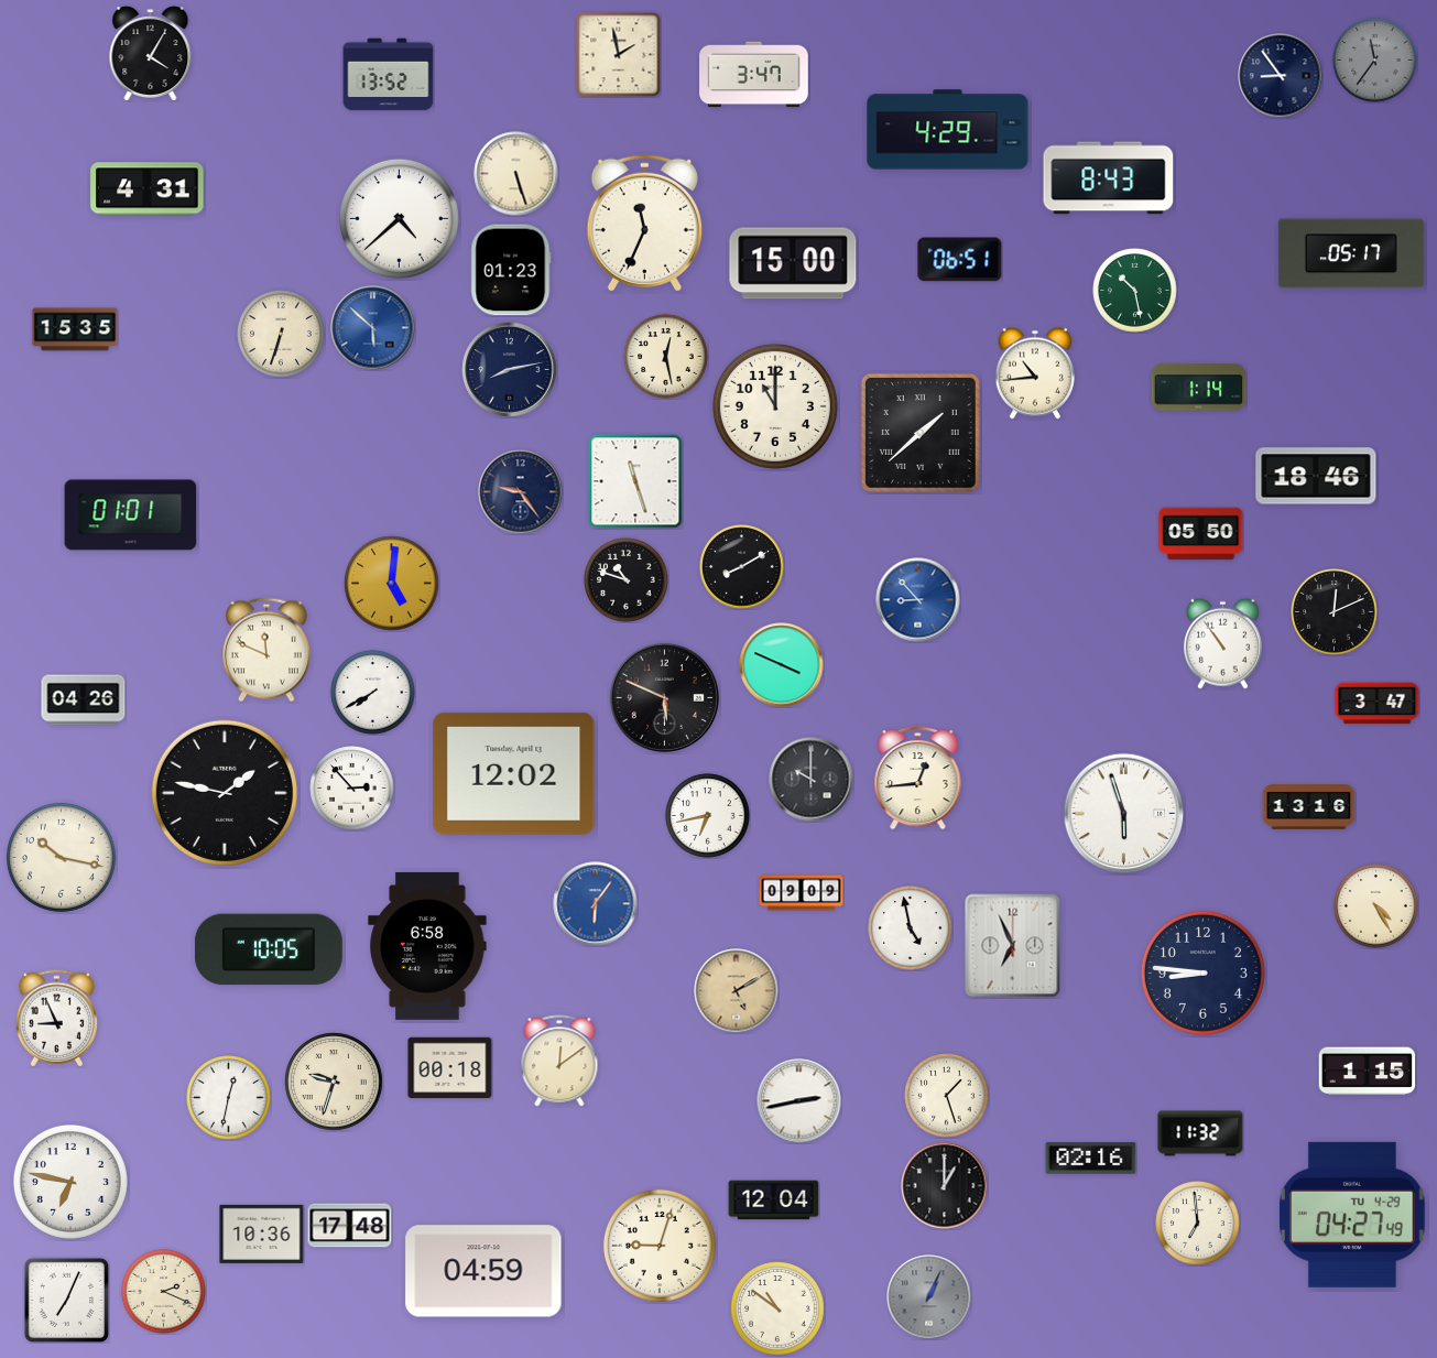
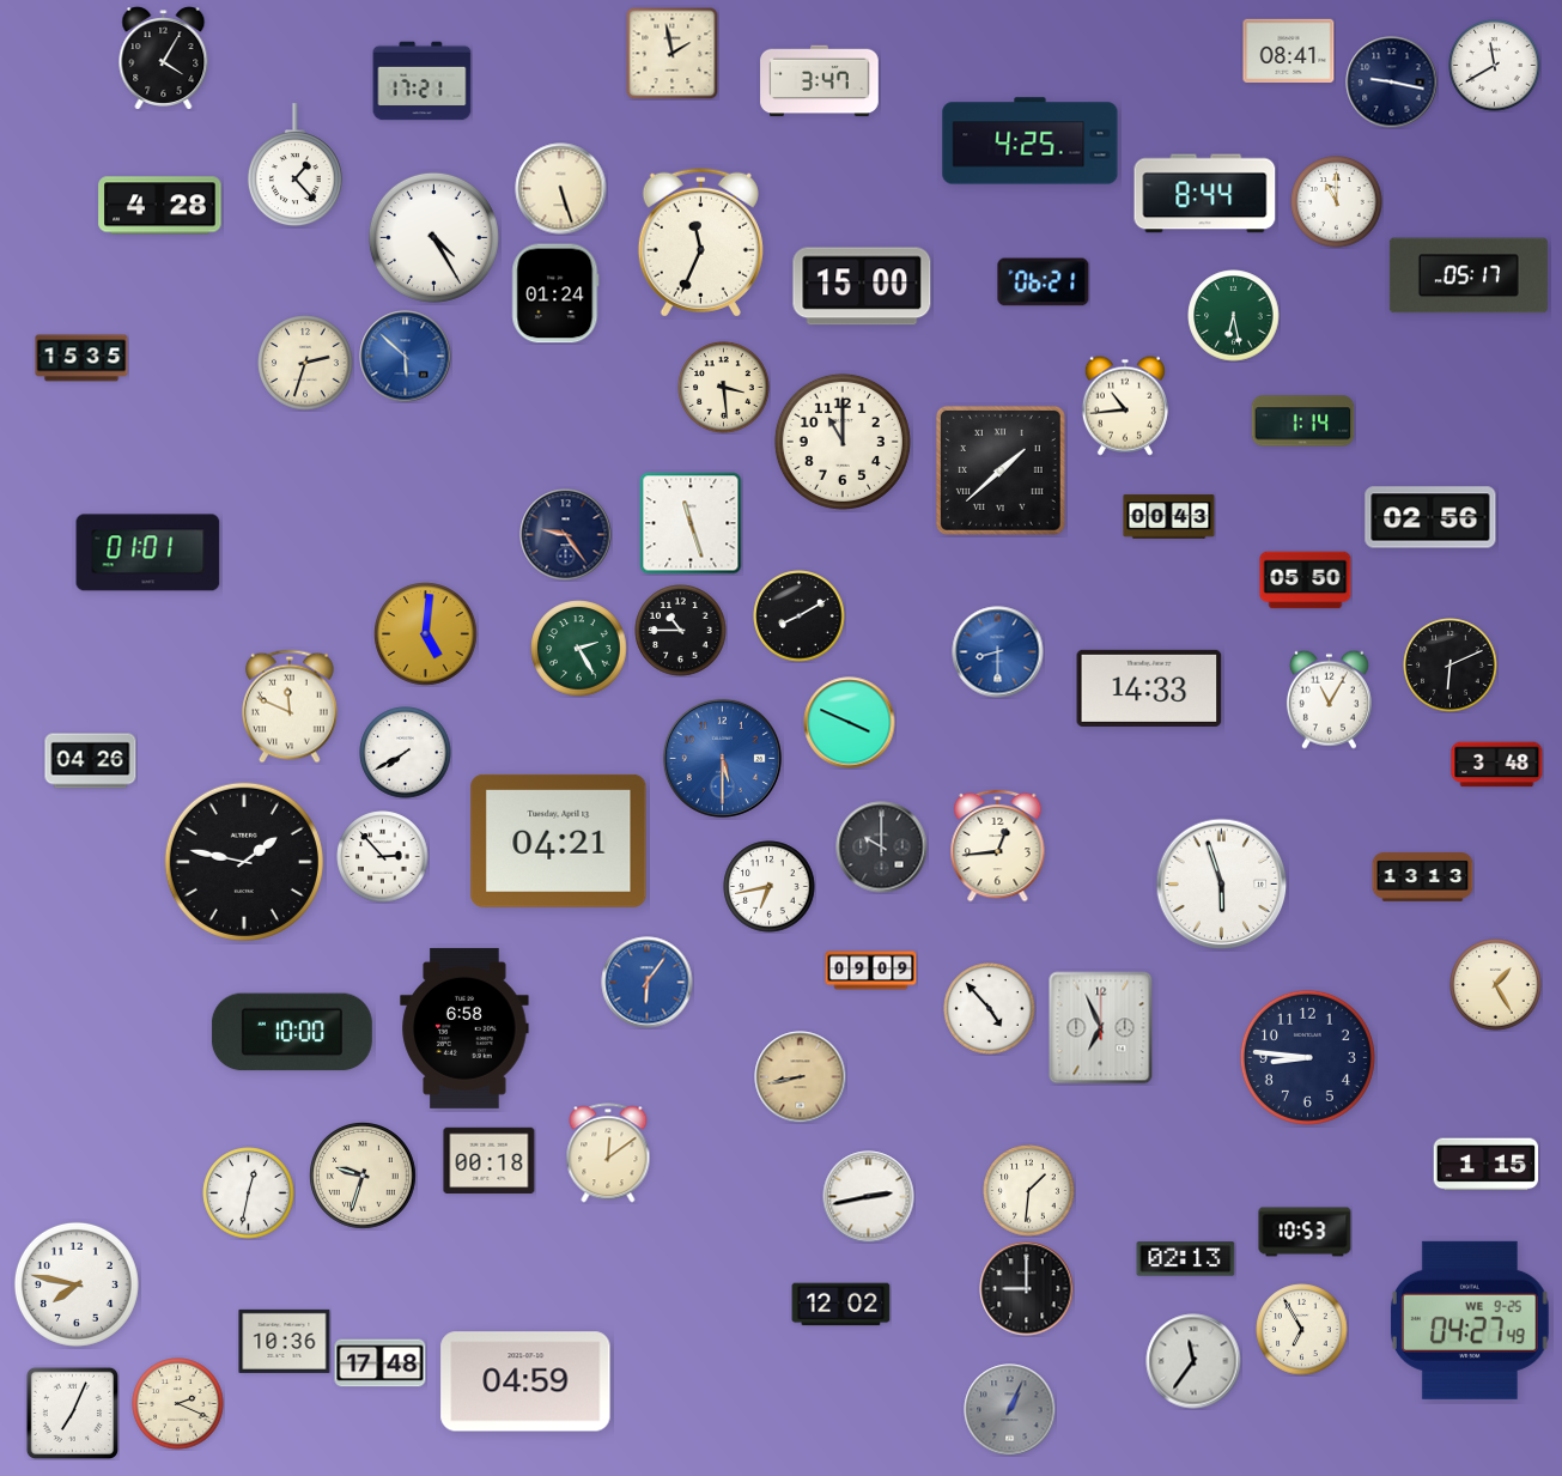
clock at (1289, 50): none -> 08:41
clock at (618, 54) position: (618, 54) -> (671, 53)
clock at (1375, 61): 11:36 -> 11:40
clock at (1375, 61) dial: grey -> white
clock at (389, 75): 13:52 -> 17:21
clock at (1281, 76): 8:54 -> 9:17
clock at (948, 130): 4:29 -> 4:25
clock at (294, 165): none -> 1:23
clock at (1109, 178): 8:43 -> 8:44
clock at (1337, 202): none -> 11:00
clock at (148, 189): 4:31 -> 4:28
clock at (399, 218): 4:38 -> 4:25
clock at (960, 260): 06:51 -> 06:21
clock at (511, 270): 01:23 -> 01:24
clock at (1135, 291): 10:28 -> 6:28
clock at (281, 334): 6:33 -> 2:33
clock at (666, 357): 12:28 -> 3:29
clock at (510, 370): 8:13 -> none
clock at (1169, 517): none -> 00:43
clock at (1316, 476): 18:46 -> 02:56
clock at (131, 515) position: (131, 515) -> (148, 553)
clock at (742, 567) position: (742, 567) -> (800, 616)
clock at (627, 580): 10:48 -> 10:45
clock at (579, 649): none -> 2:25
clock at (918, 600): 8:53 -> 8:30
clock at (1335, 612): 12:11 -> 6:11
clock at (1149, 688): none -> 14:33
clock at (1222, 643): 10:54 -> 11:05
clock at (664, 697): 5:49 -> 5:30
clock at (664, 697) dial: black -> blue
clock at (1378, 704): 3:47 -> 3:48
clock at (514, 773): 12:02 -> 04:21
clock at (1309, 807): 13:16 -> 13:13
clock at (61, 857): 10:17 -> none
clock at (1376, 906): 4:25 -> 1:25
clock at (911, 928): 4:58 -> 4:53
clock at (269, 949): 10:05 -> 10:00
clock at (737, 991): 5:10 -> 8:43
clock at (56, 1019): 8:56 -> none
clock at (947, 1096): 1:27 -> 1:31
clock at (1200, 1133): 11:32 -> 10:53
clock at (1091, 1159): 02:16 -> 02:13
clock at (70, 1182): 6:47 -> 7:47
clock at (945, 1186): 1:00 -> 9:00
clock at (774, 1201): 12:04 -> 12:02
clock at (1352, 1215) date: TU 4-29 -> WE 9-25
clock at (1198, 1224): 6:59 -> 6:55
clock at (350, 1226) position: (350, 1226) -> (381, 1363)
clock at (660, 1246): 9:03 -> none
clock at (1193, 1361): none -> 11:36
clock at (777, 1308): 10:51 -> none
